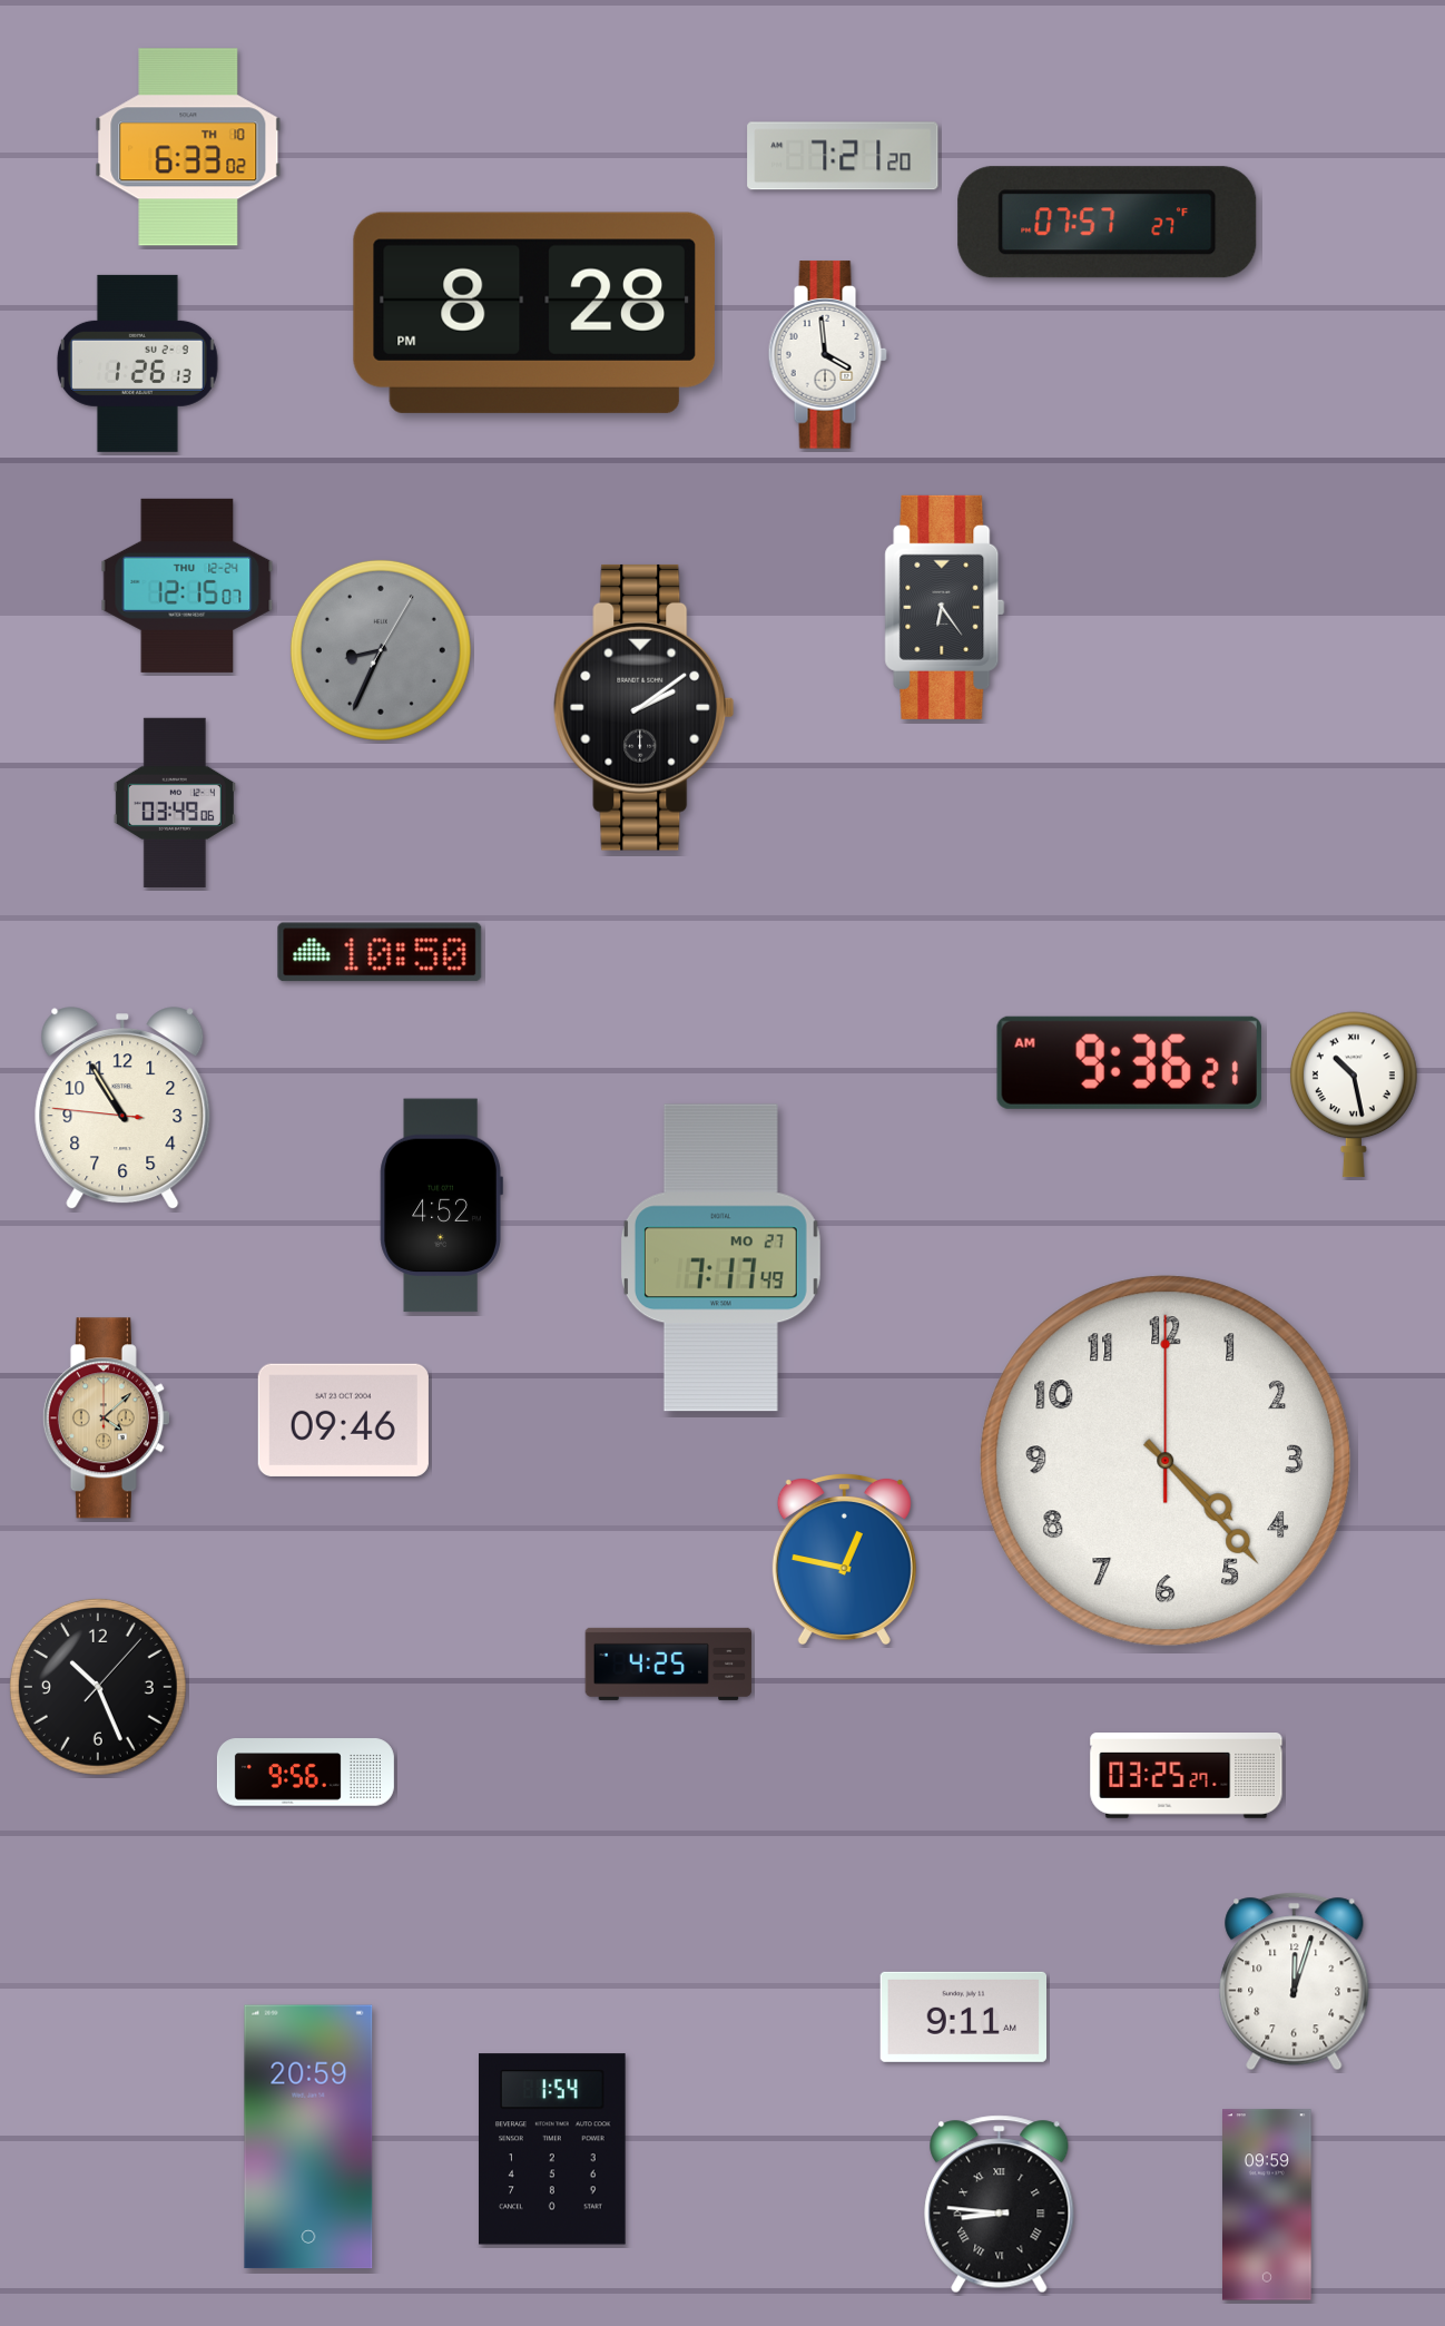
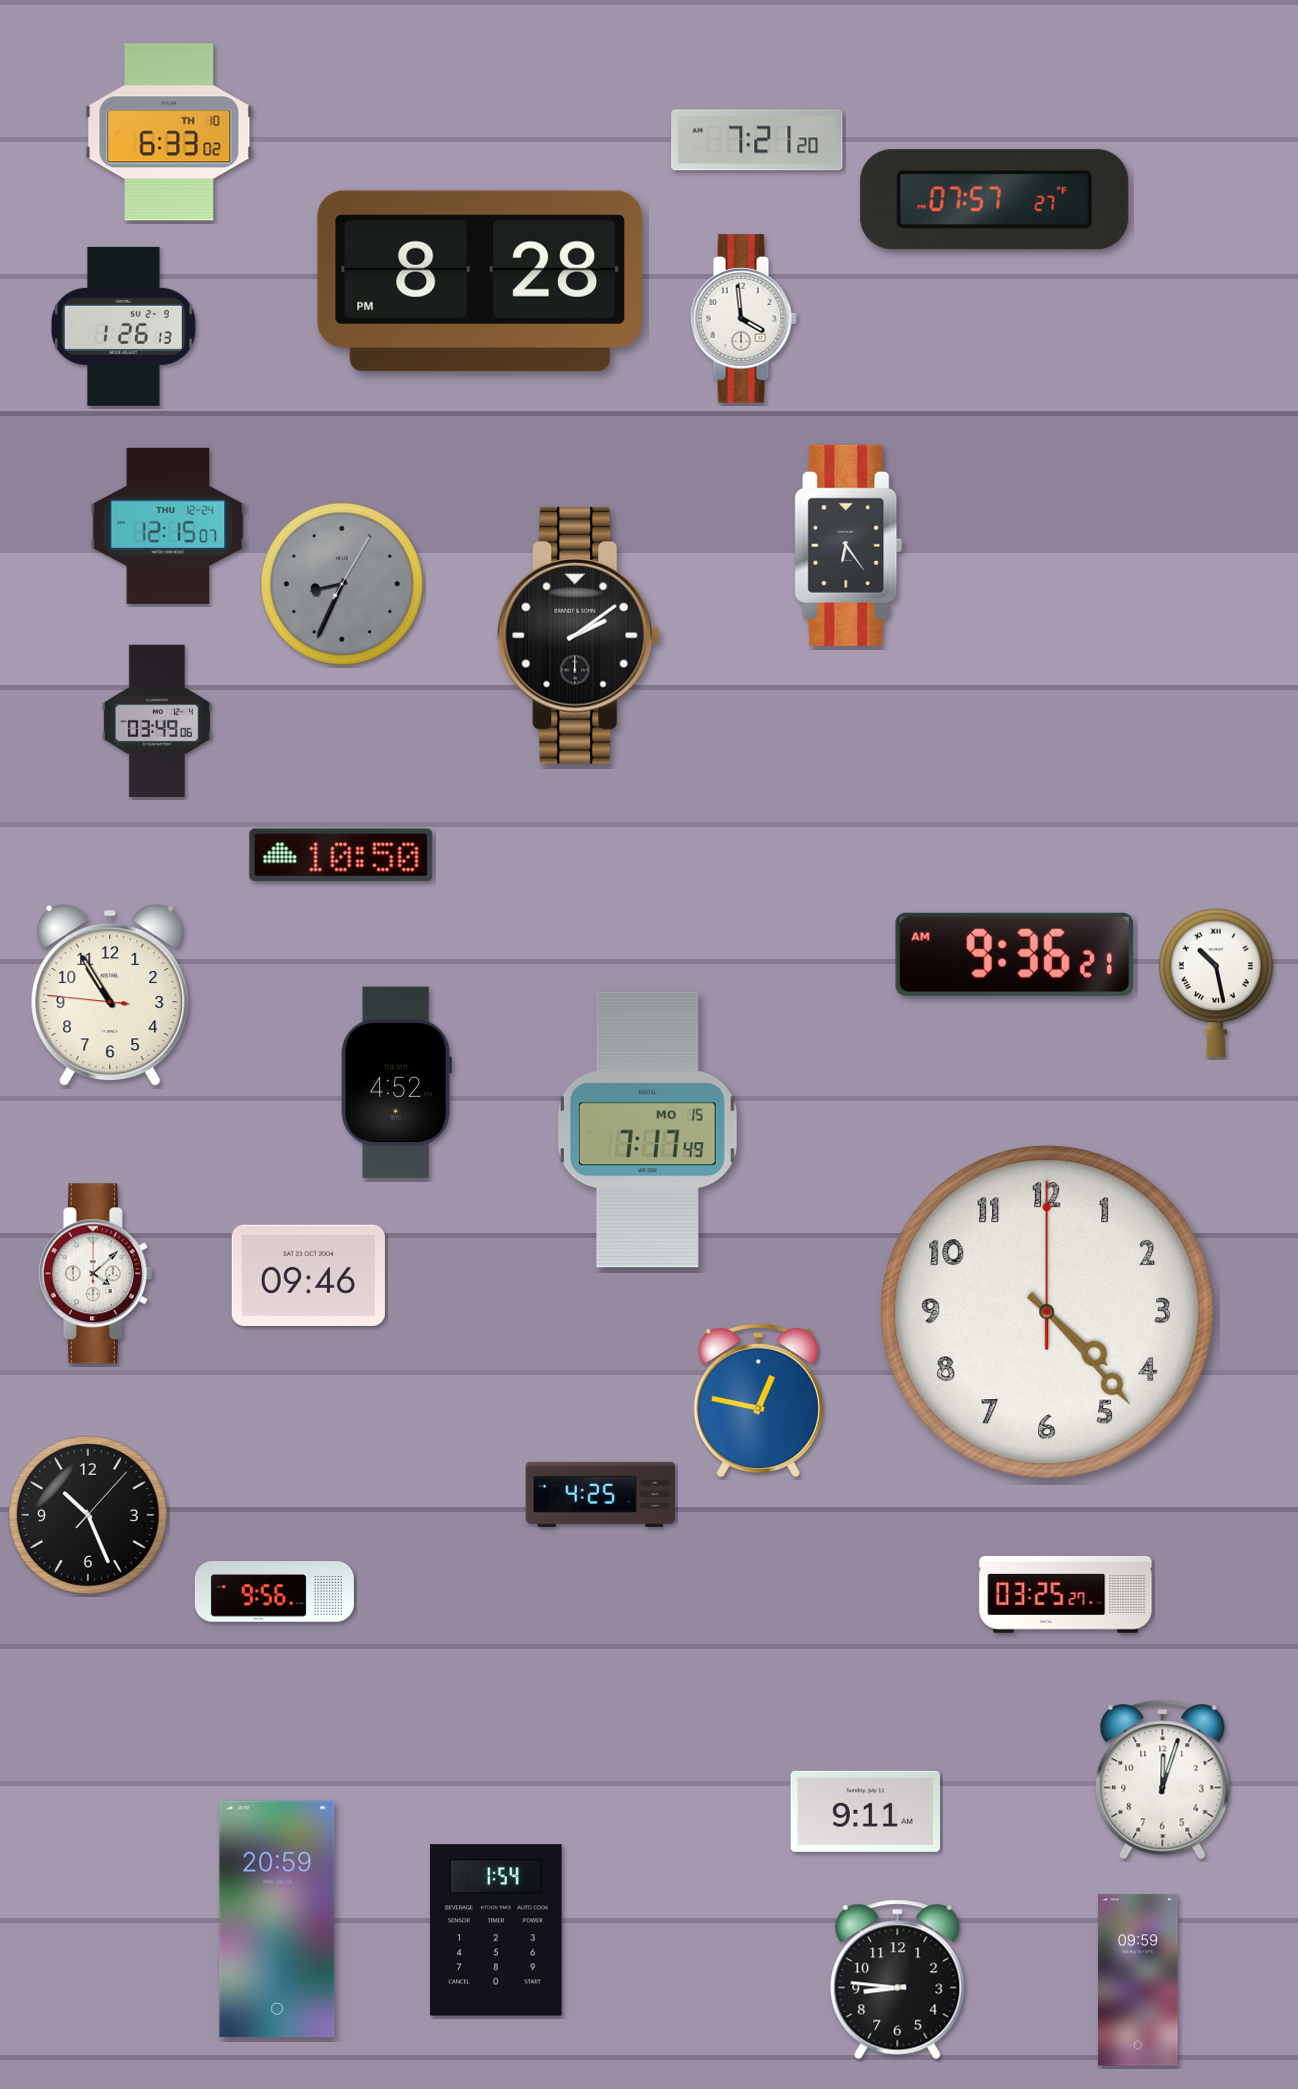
clock at (720, 1258) date: MO 27 -> MO 15
clock at (106, 1419) dial: champagne -> white
clock at (1000, 2205) numerals: Roman -> Arabic
